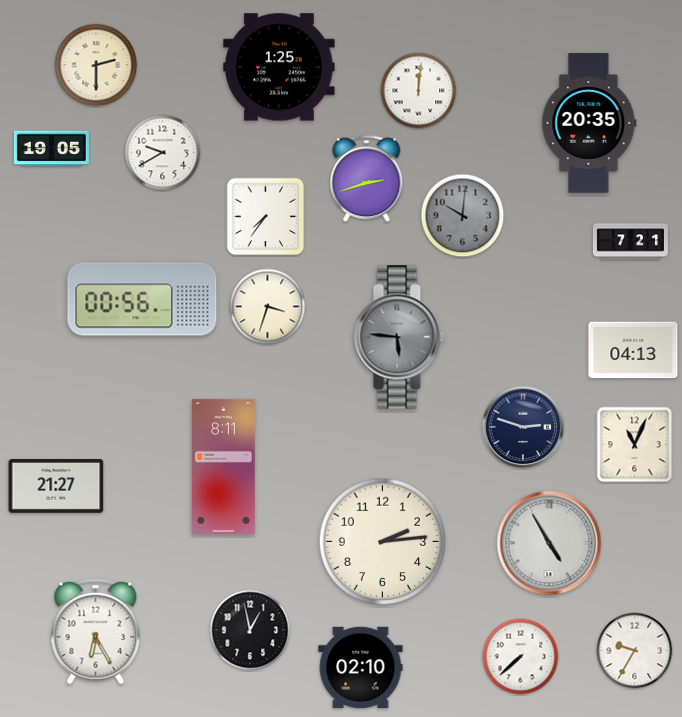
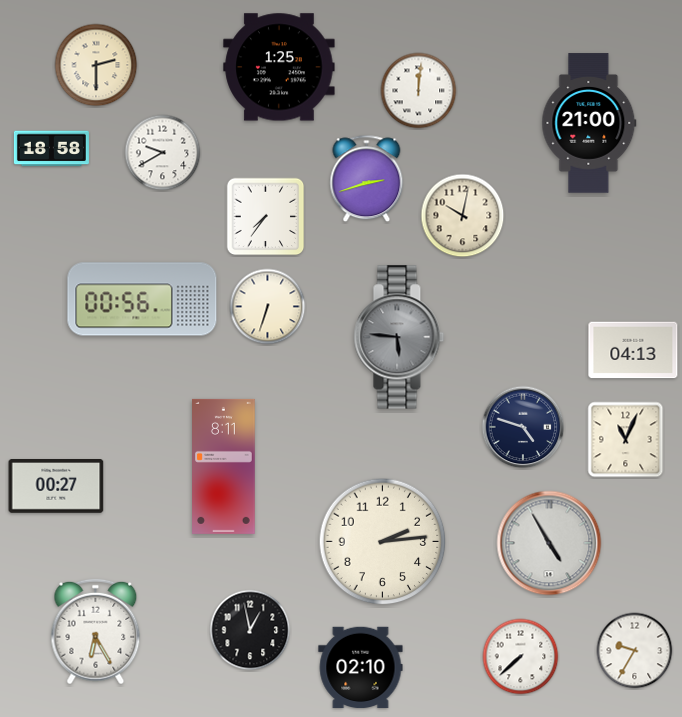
clock at (589, 123): 20:35 -> 21:00
clock at (51, 149): 19:05 -> 18:58
clock at (463, 216): 10:01 -> 10:02
clock at (463, 216) dial: grey -> cream
clock at (630, 242): 7:21 -> none
clock at (268, 307): 3:33 -> 6:33
clock at (523, 427): 2:48 -> 4:48
clock at (635, 445) position: (635, 445) -> (626, 440)
clock at (56, 487): 21:27 -> 00:27
